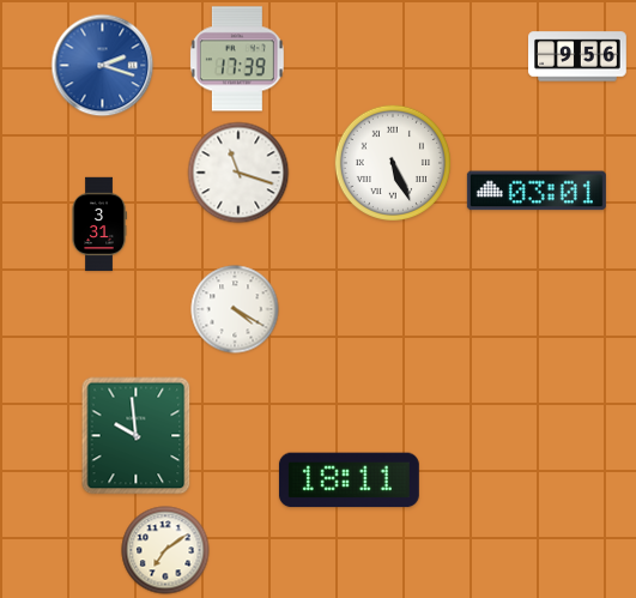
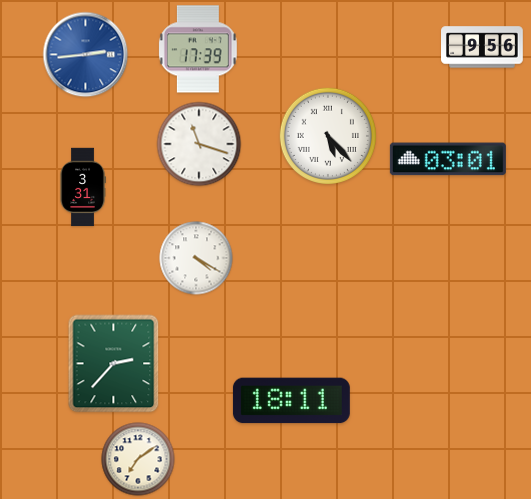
clock at (103, 66): 2:18 -> 2:44
clock at (392, 162): 5:26 -> 5:23
clock at (137, 436): 9:59 -> 2:37
